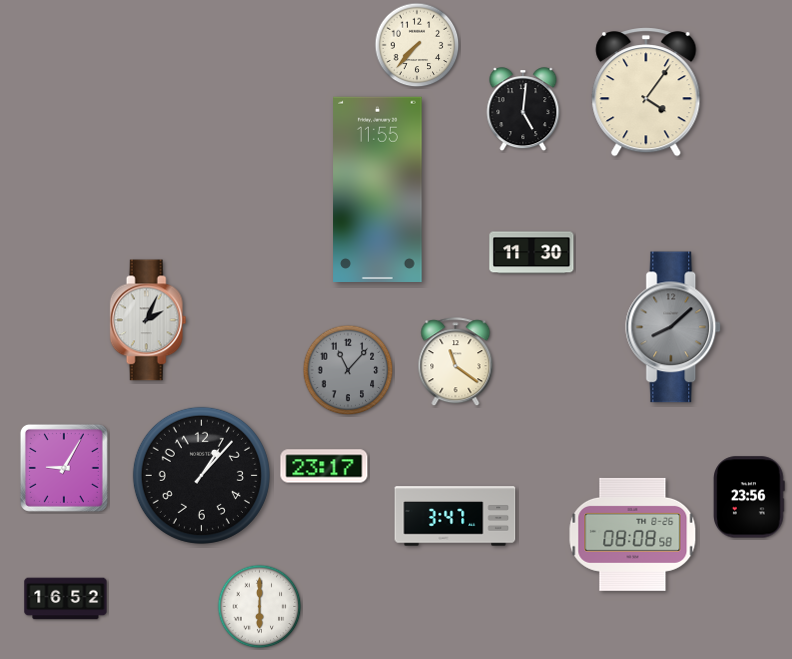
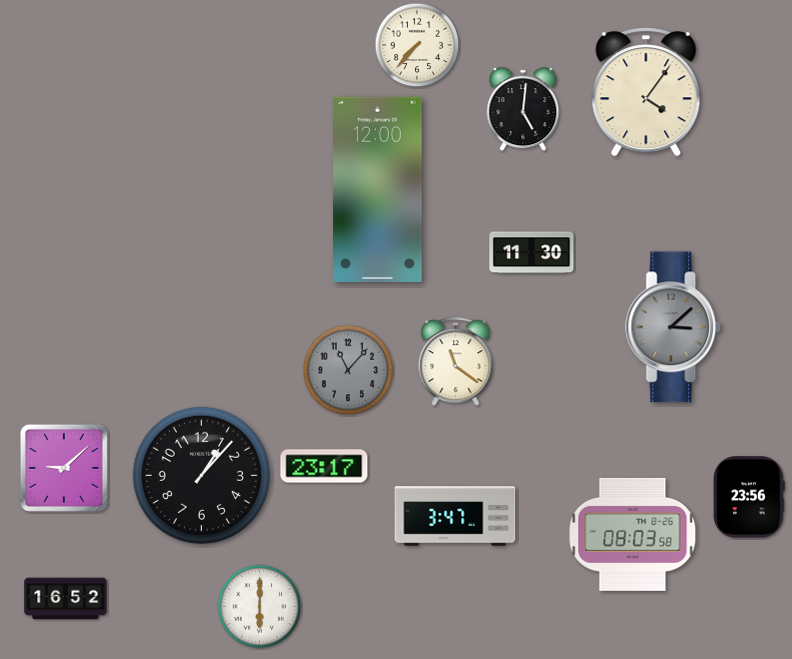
clock at (378, 189): 11:55 -> 12:00
clock at (148, 320): 2:04 -> none
clock at (674, 327): 8:08 -> 3:08
clock at (64, 468): 9:05 -> 9:08
clock at (633, 534): 08:08 -> 08:03
